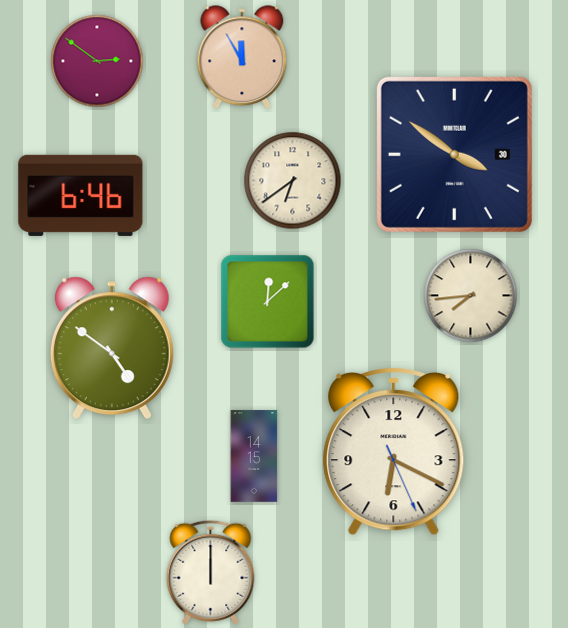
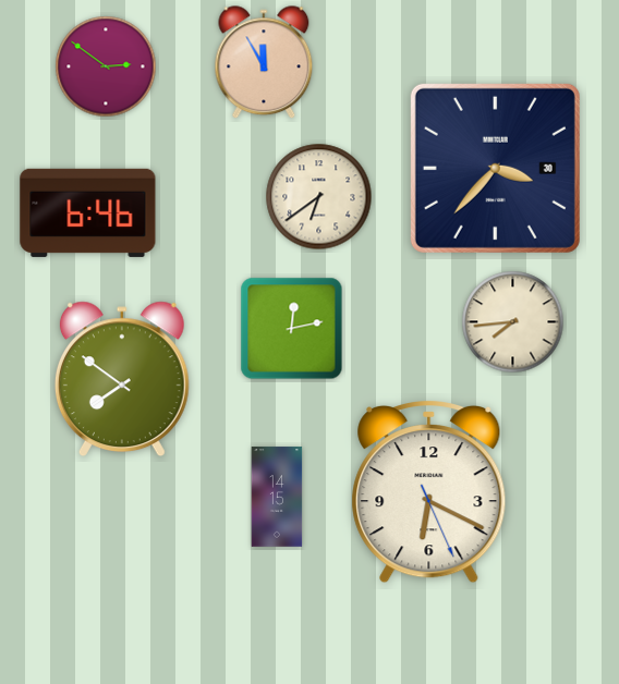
clock at (454, 154): 3:51 -> 3:37
clock at (268, 302): 12:08 -> 12:13
clock at (112, 348): 4:51 -> 7:51
clock at (211, 572): 12:00 -> none
